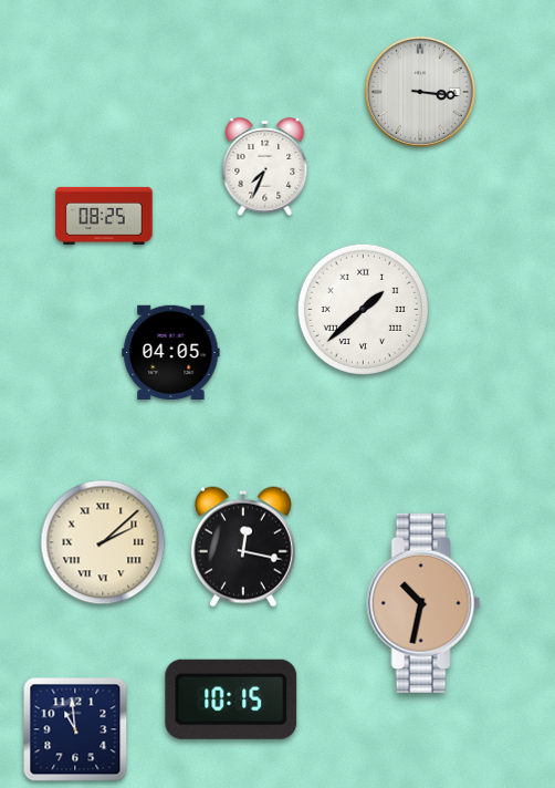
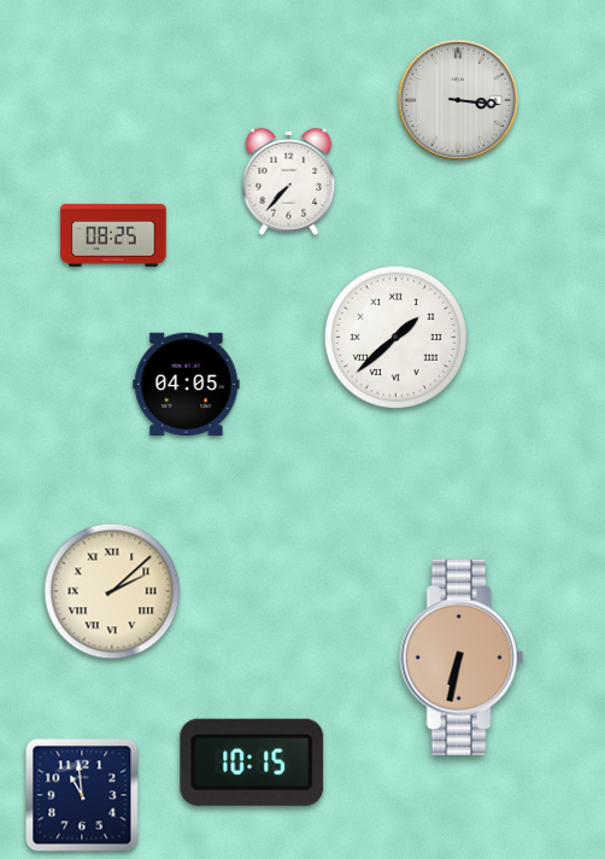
clock at (265, 166): 7:34 -> 7:37
clock at (243, 547): 12:17 -> none
clock at (423, 603): 10:32 -> 6:32
